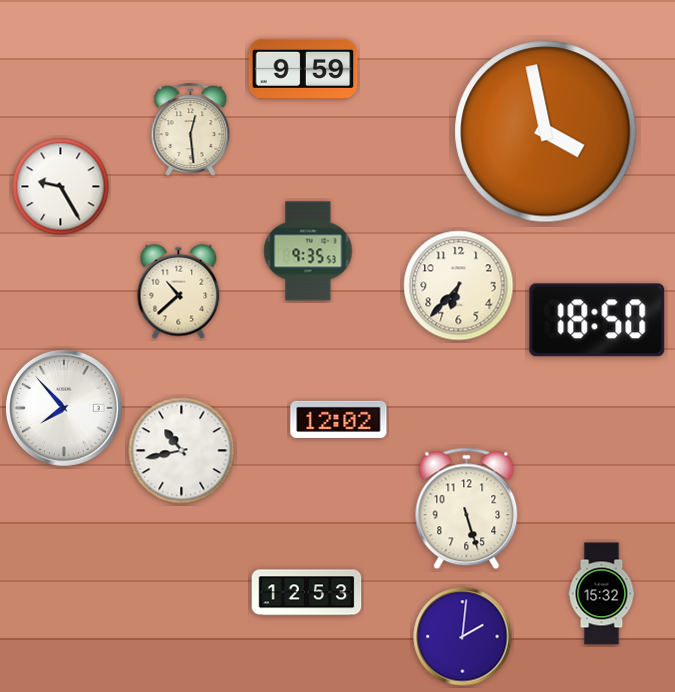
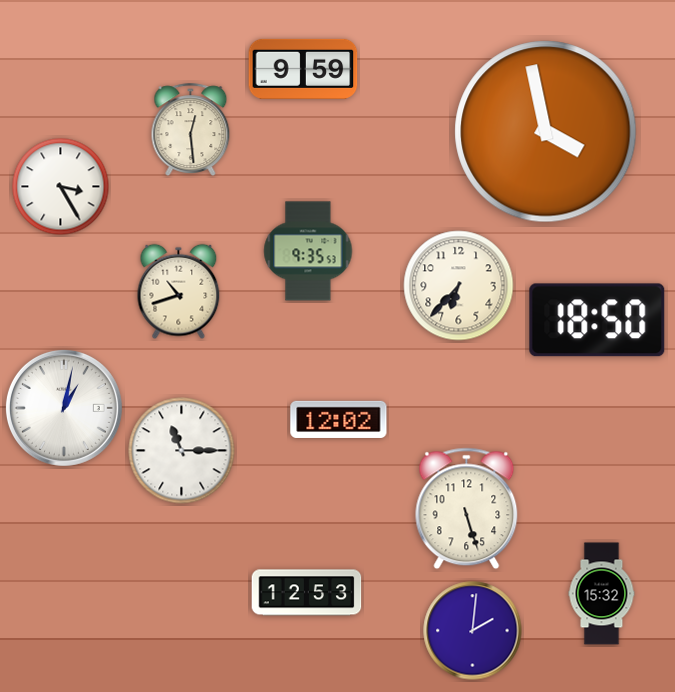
clock at (61, 187): 9:25 -> 3:25
clock at (179, 292): 10:38 -> 10:42
clock at (64, 408): 7:53 -> 1:02
clock at (182, 451): 10:43 -> 11:15
clock at (463, 637) position: (463, 637) -> (473, 631)
